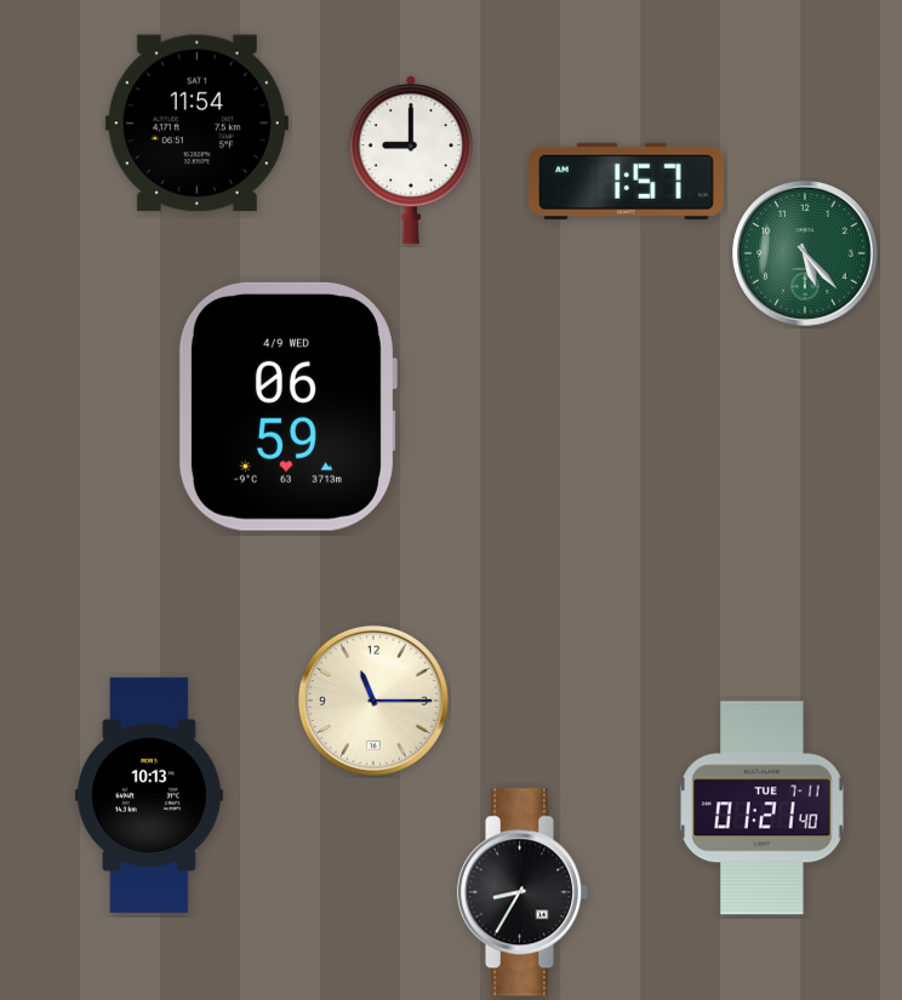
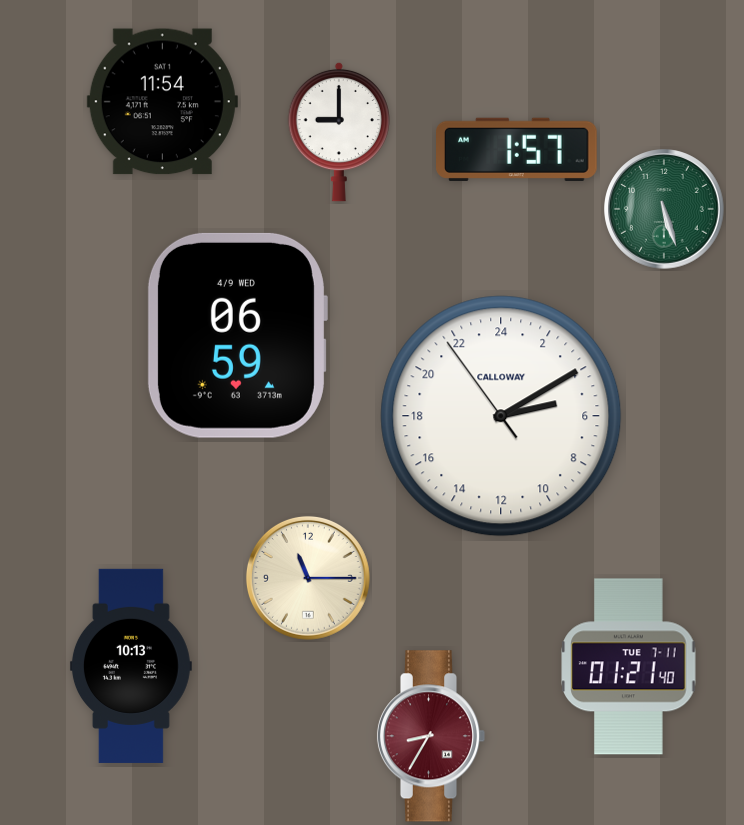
clock at (805, 253): 5:23 -> 5:27
clock at (501, 416): none -> 5:09
clock at (149, 795) position: (149, 795) -> (131, 666)
clock at (523, 892) dial: black -> burgundy
